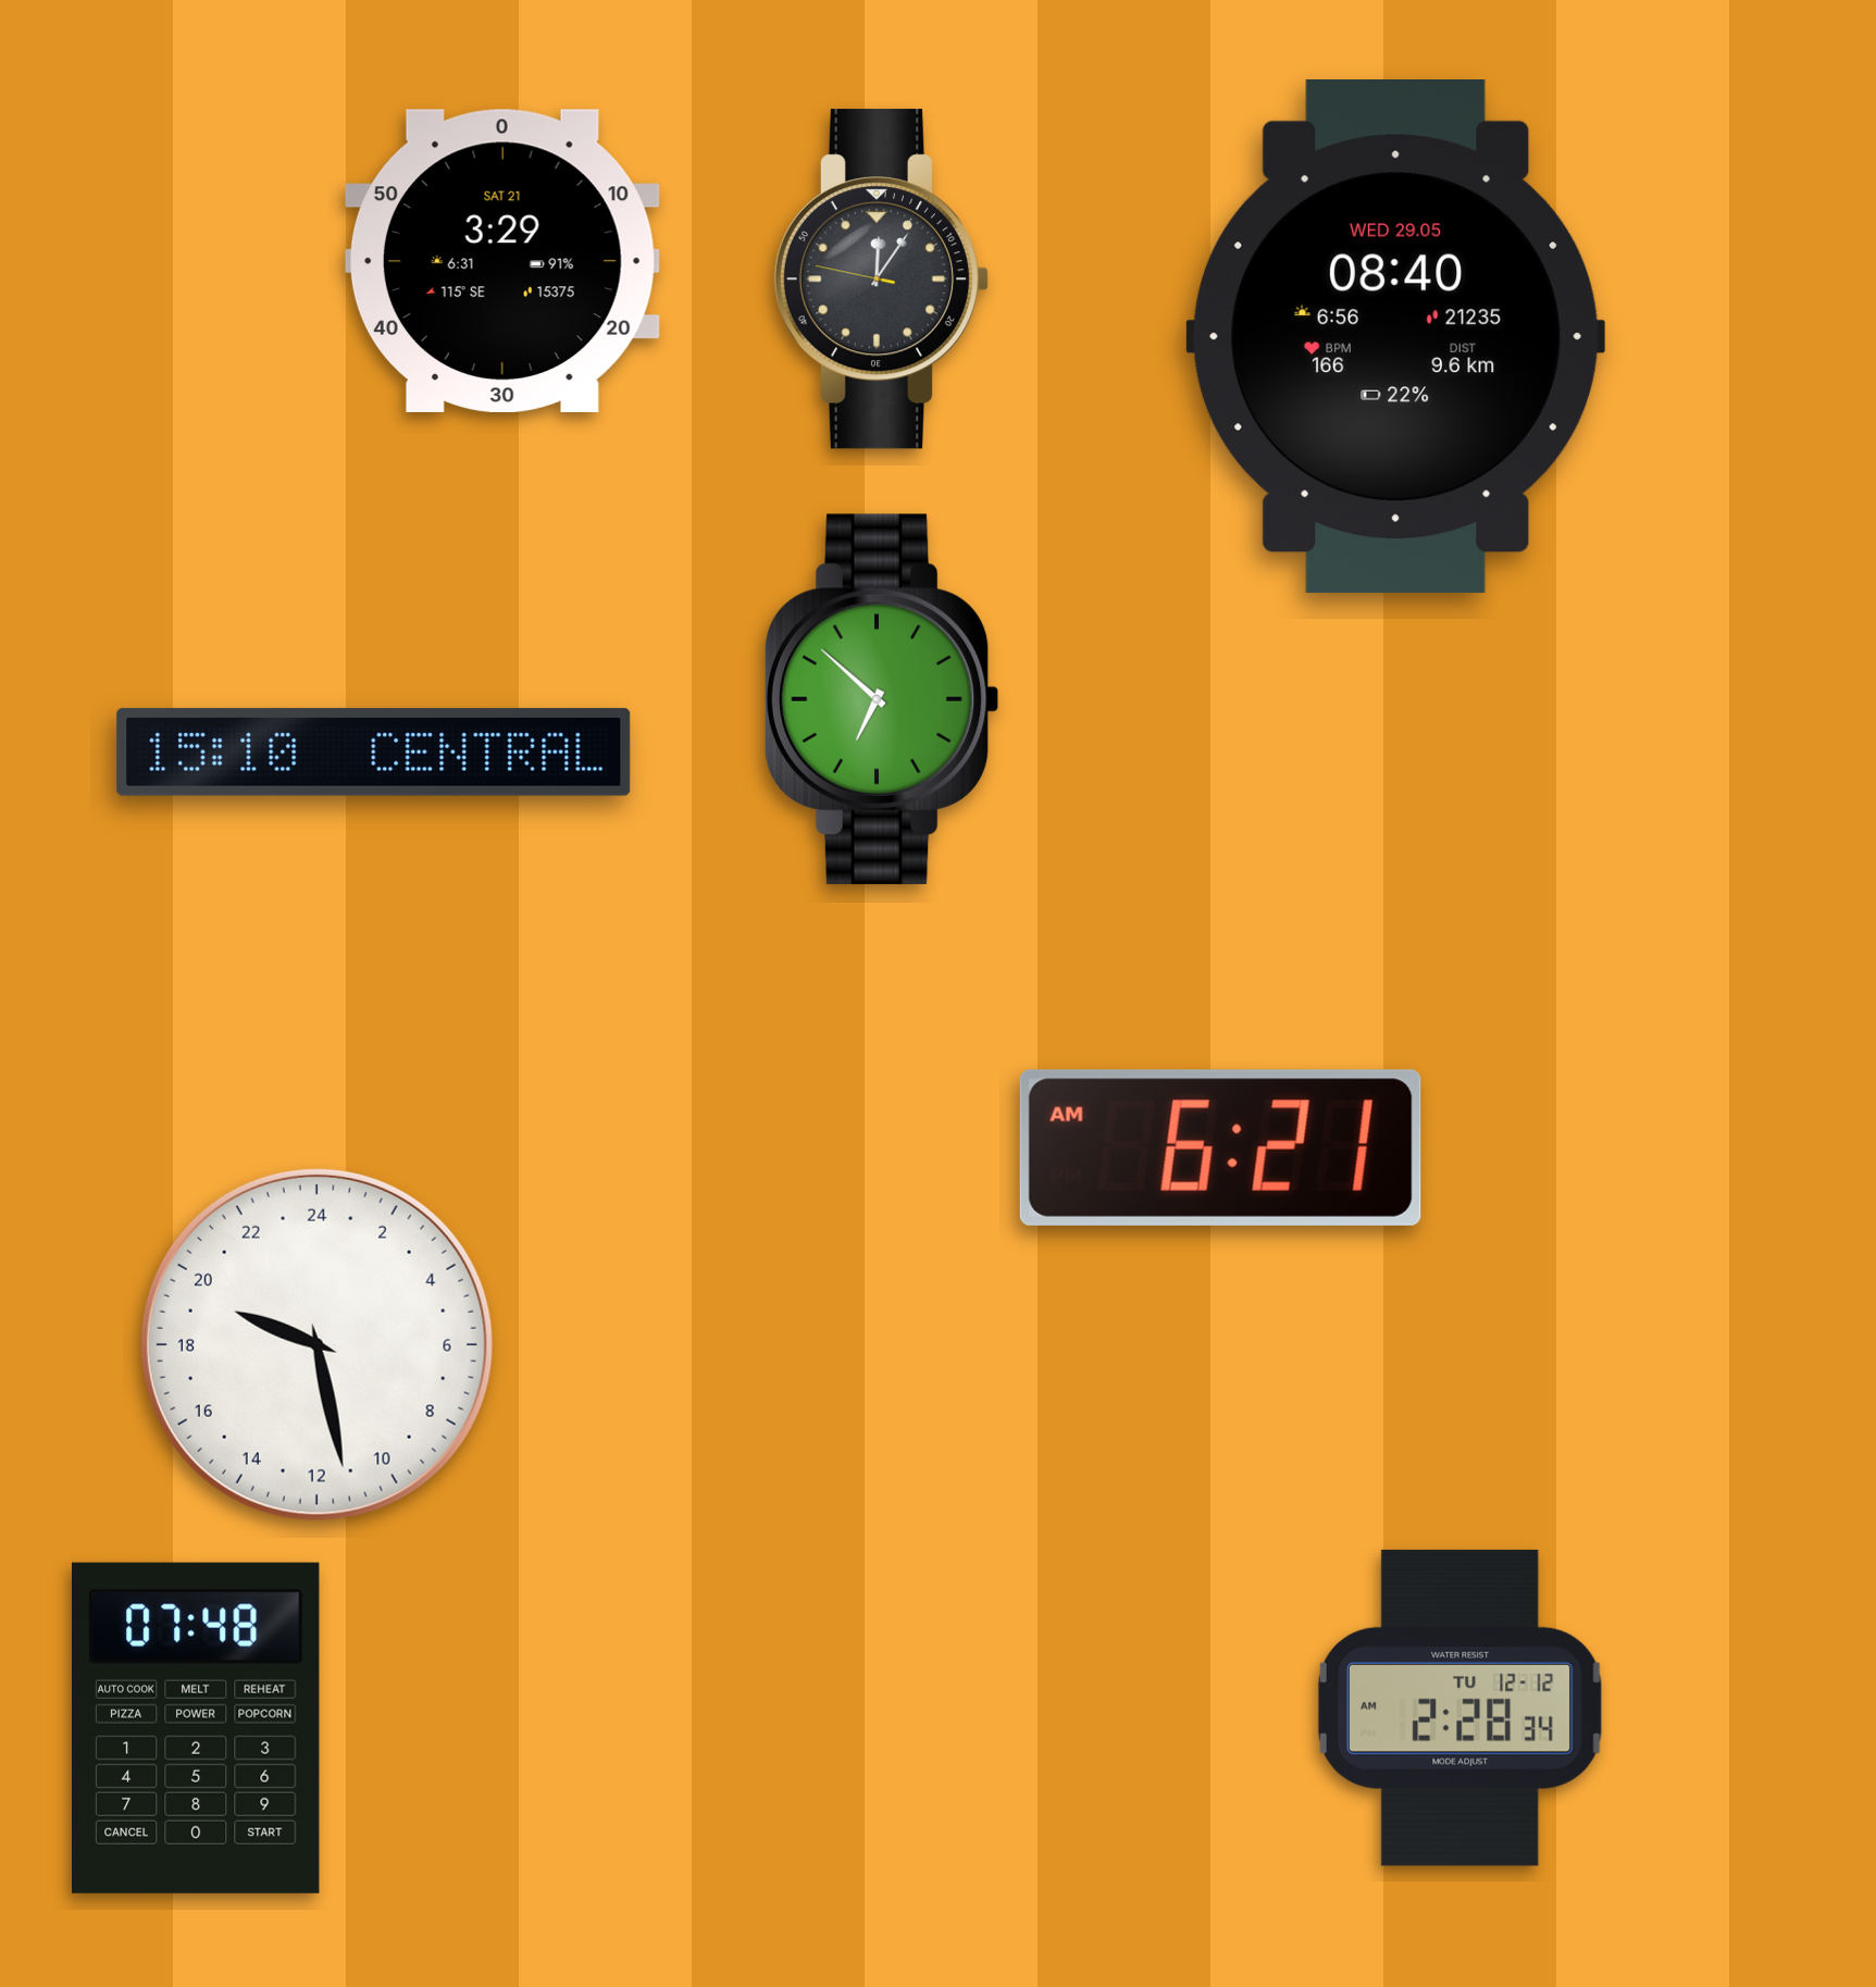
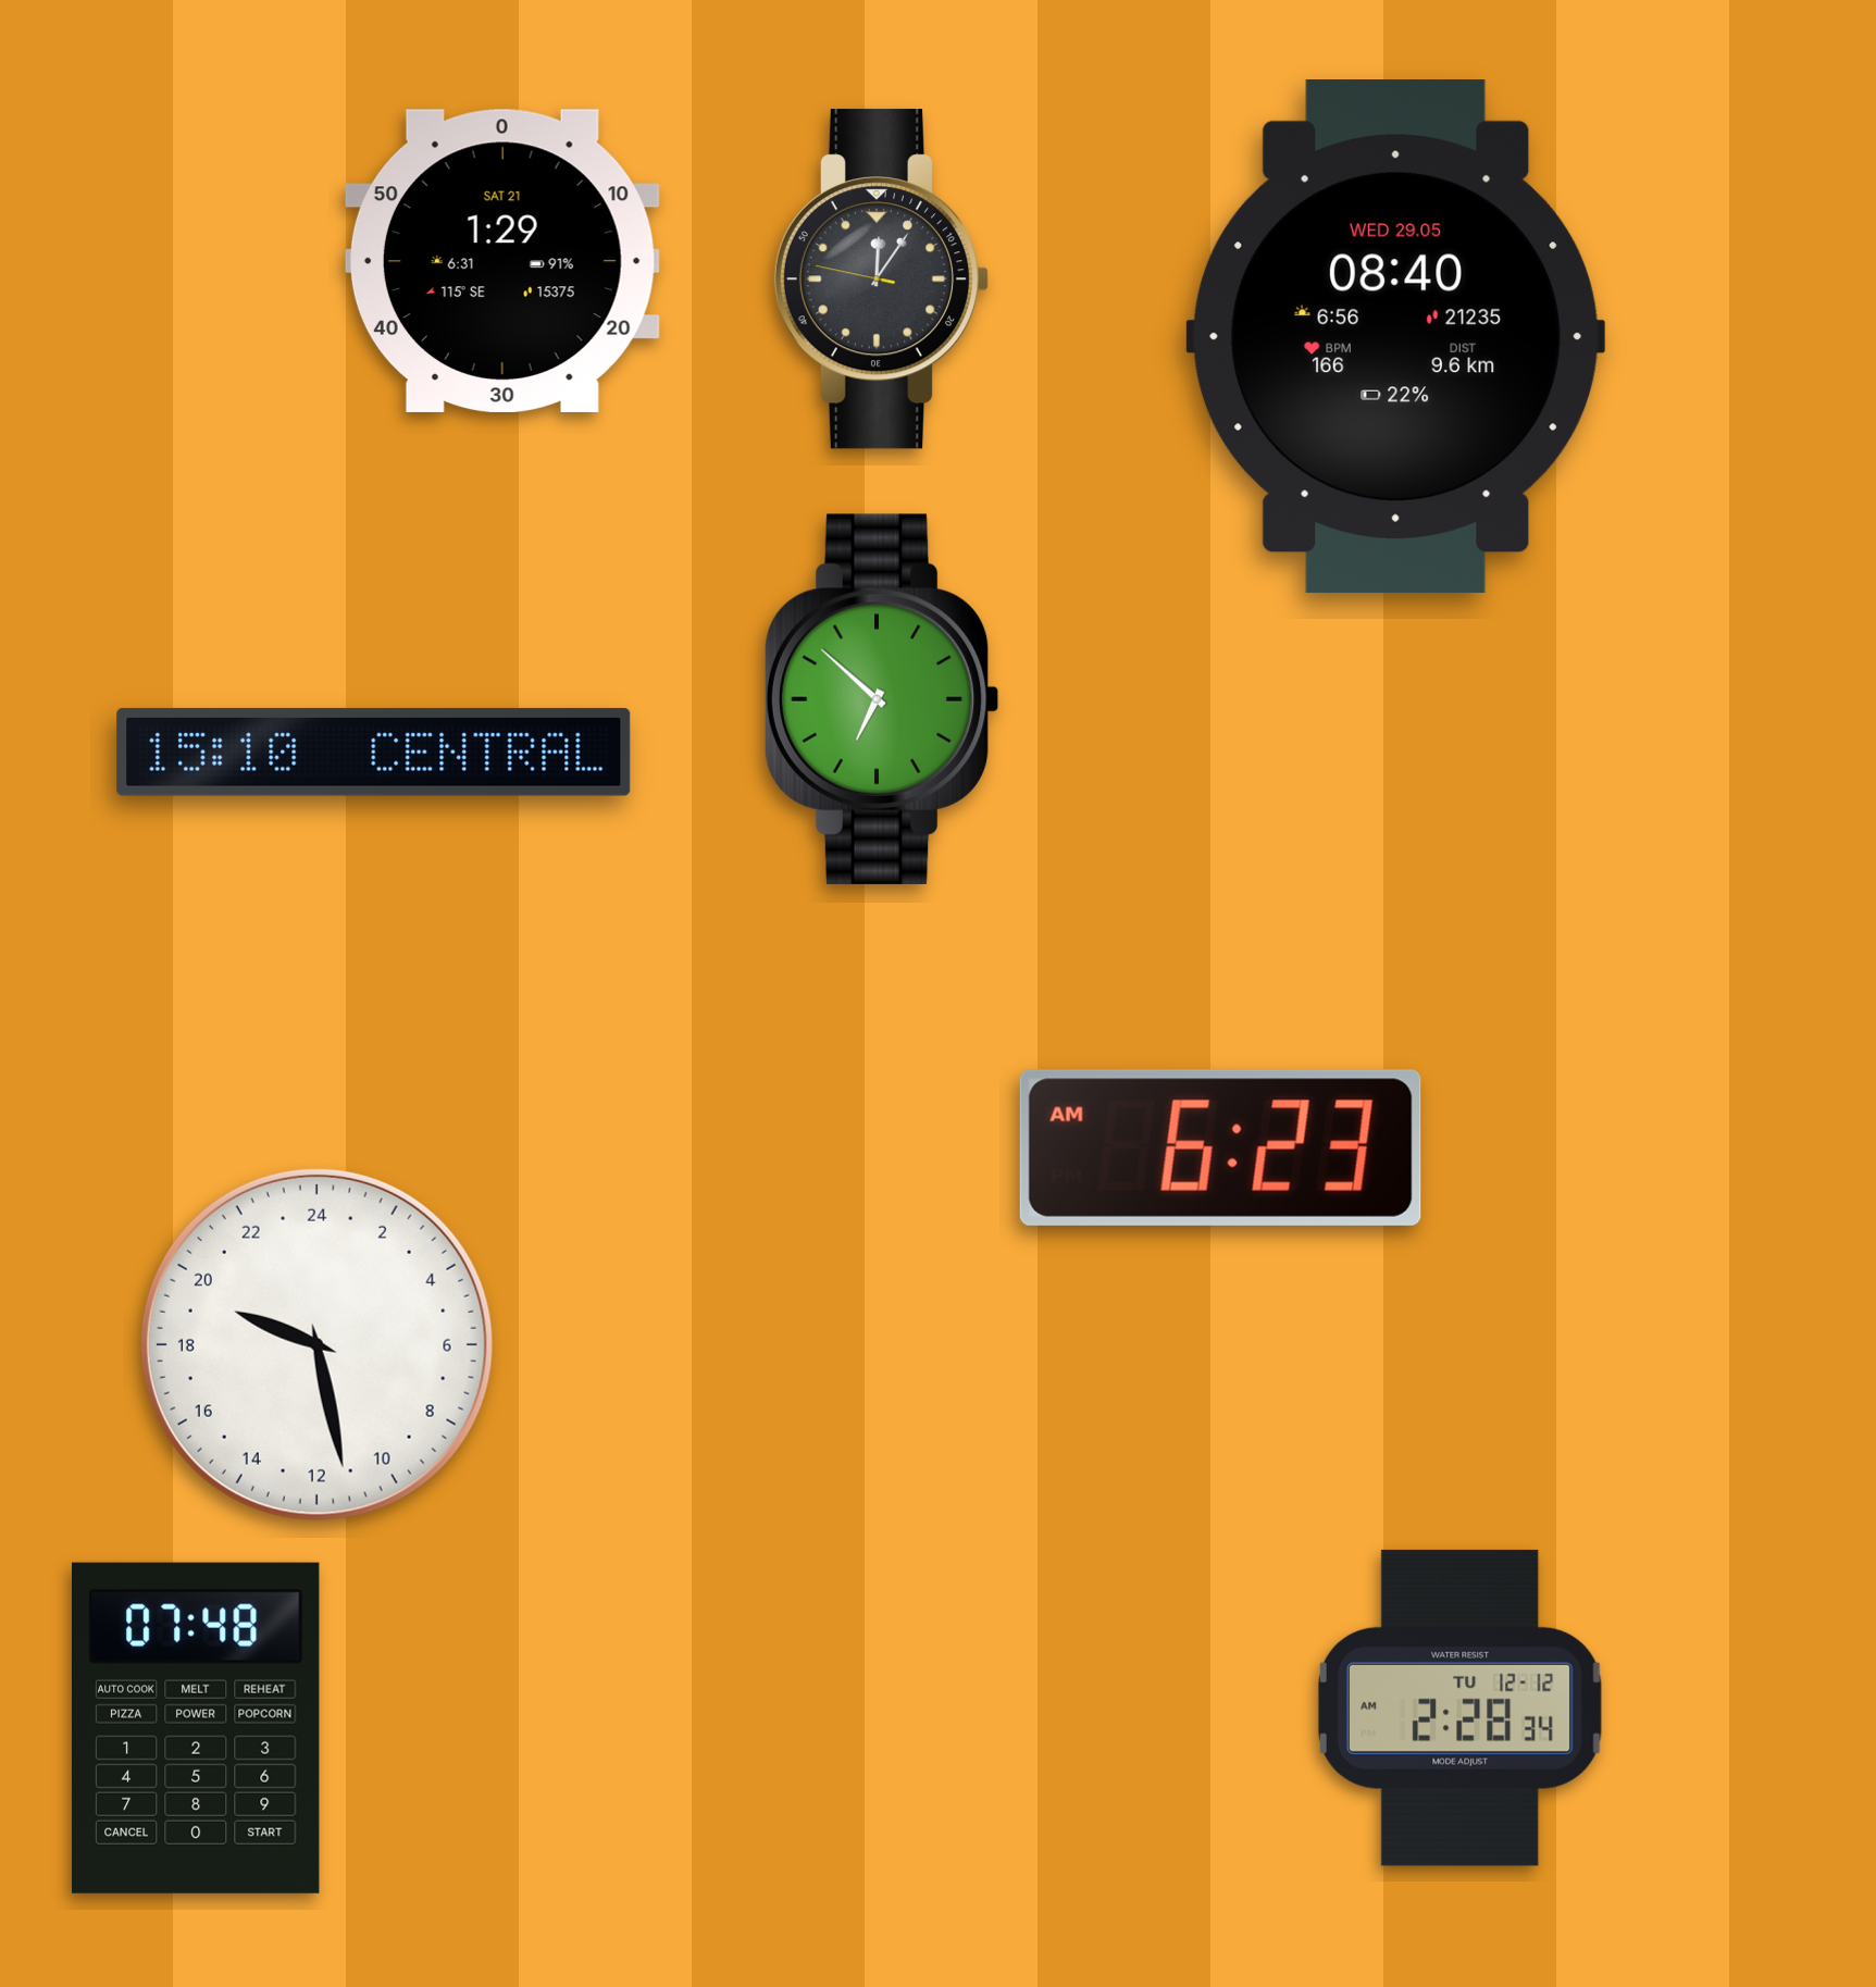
clock at (502, 261): 3:29 -> 1:29
clock at (1220, 1147): 6:21 -> 6:23
